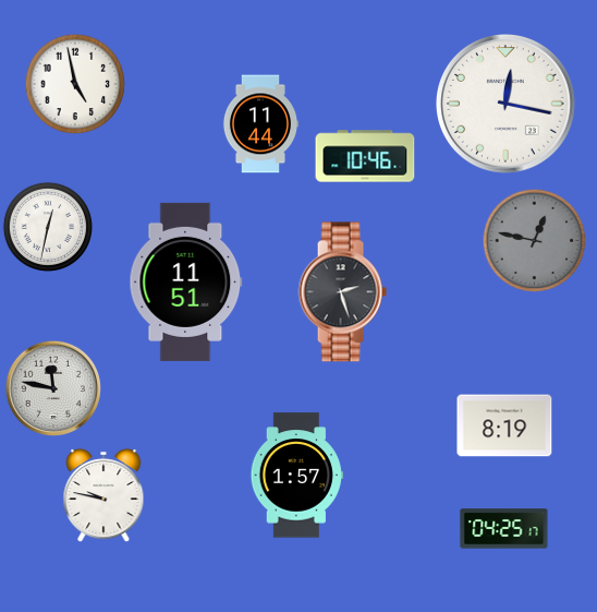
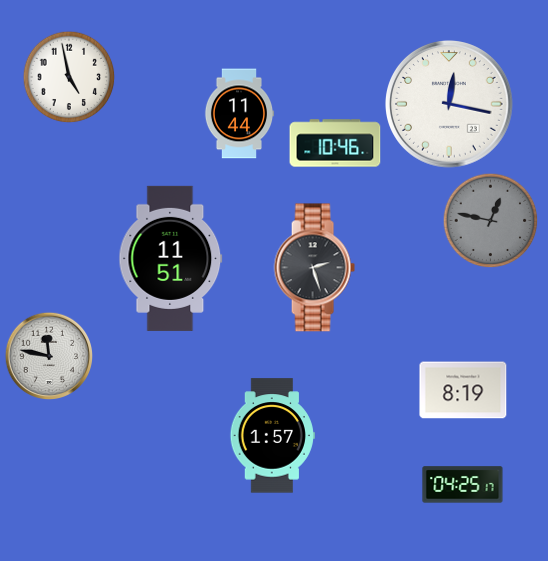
clock at (507, 105) position: (507, 105) -> (450, 105)
clock at (47, 226): 12:32 -> none
clock at (103, 495): 9:47 -> none
